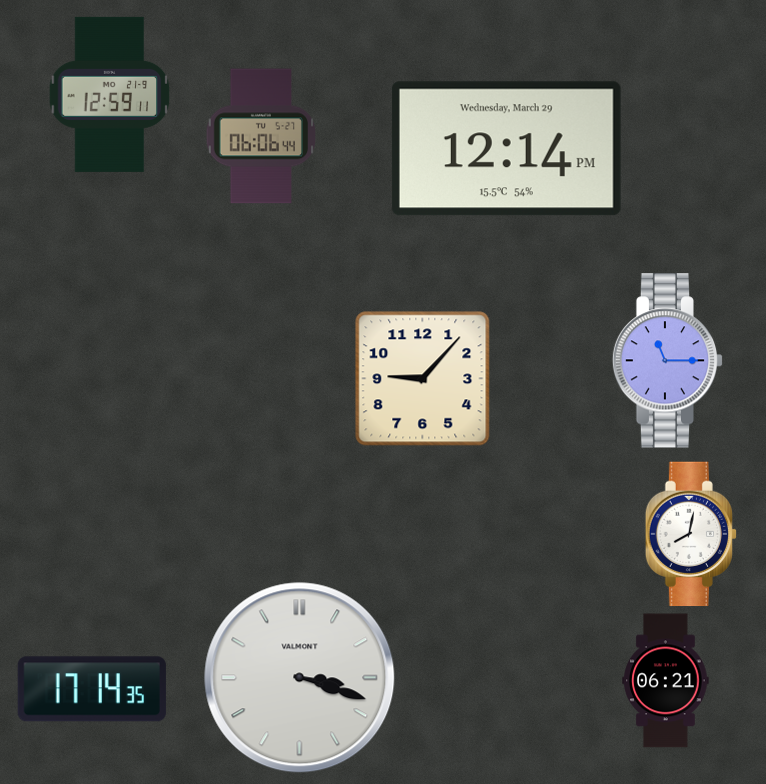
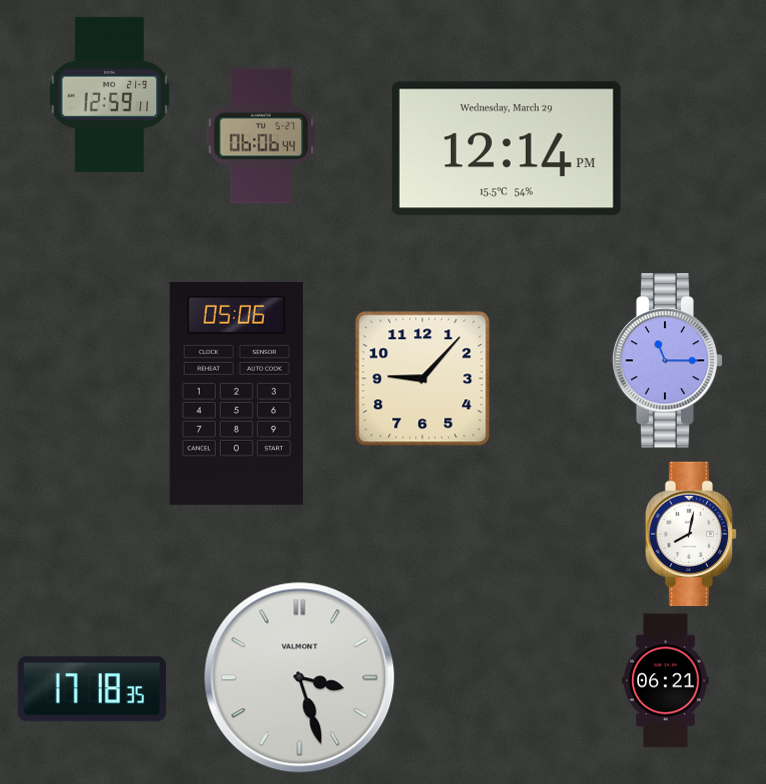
clock at (236, 393): none -> 05:06
clock at (300, 678): 3:18 -> 3:27
clock at (92, 689): 17:14 -> 17:18
